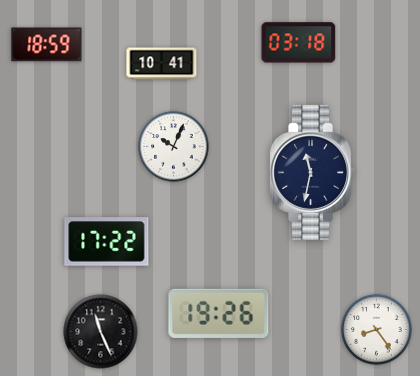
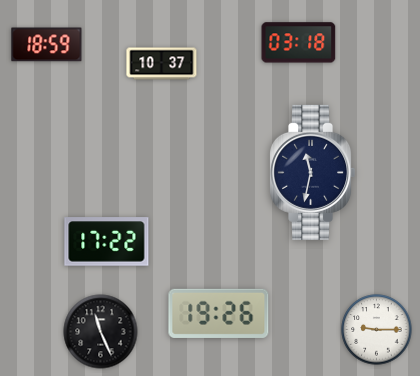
clock at (162, 64): 10:41 -> 10:37
clock at (174, 147): 10:04 -> none
clock at (377, 330): 8:24 -> 9:15
